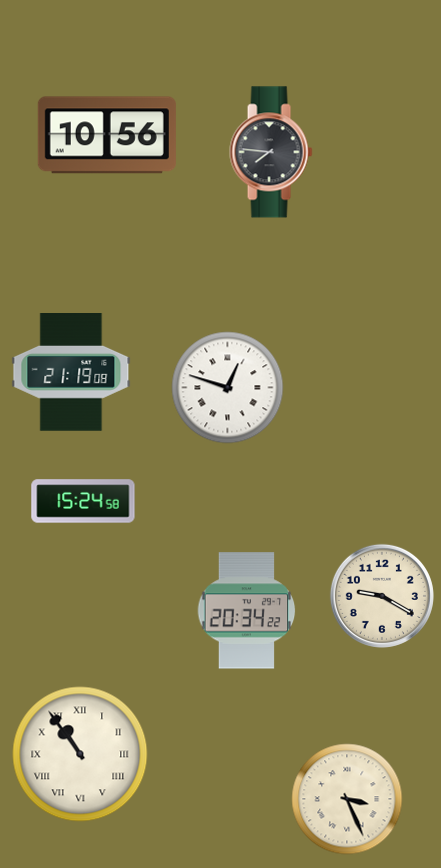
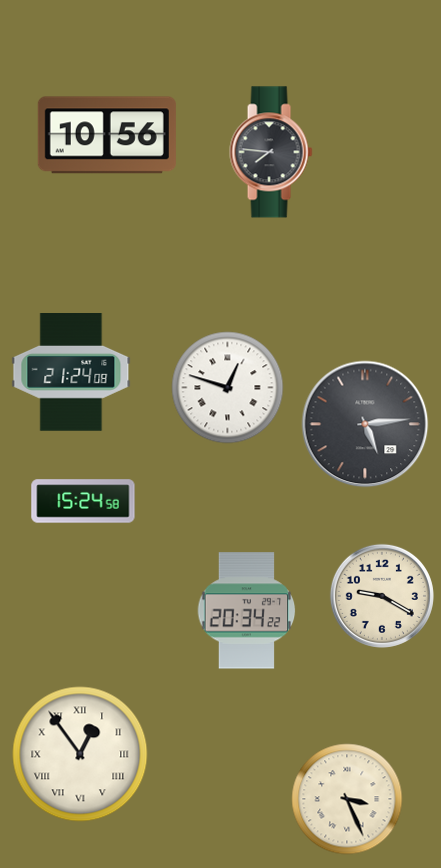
clock at (71, 373): 21:19 -> 21:24
clock at (365, 424): none -> 5:14
clock at (80, 754): 10:54 -> 12:54
